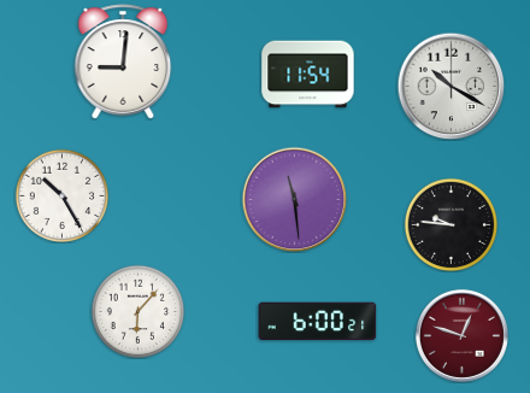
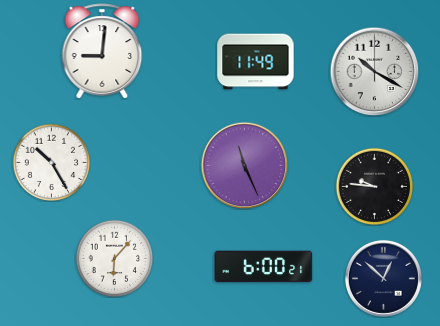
clock at (308, 75): 11:54 -> 11:49
clock at (294, 199): 11:29 -> 11:26
clock at (461, 335): 12:48 -> 12:52
clock at (461, 335) dial: burgundy -> navy
